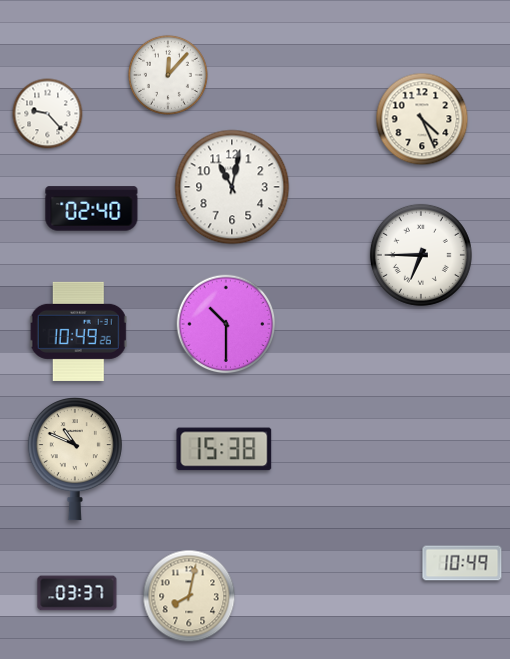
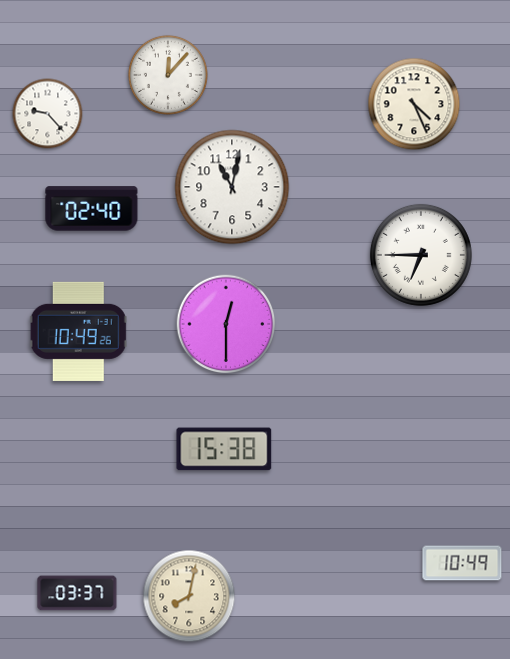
clock at (422, 119) position: (422, 119) -> (414, 104)
clock at (226, 324): 10:30 -> 12:30
clock at (75, 460): 10:49 -> none
